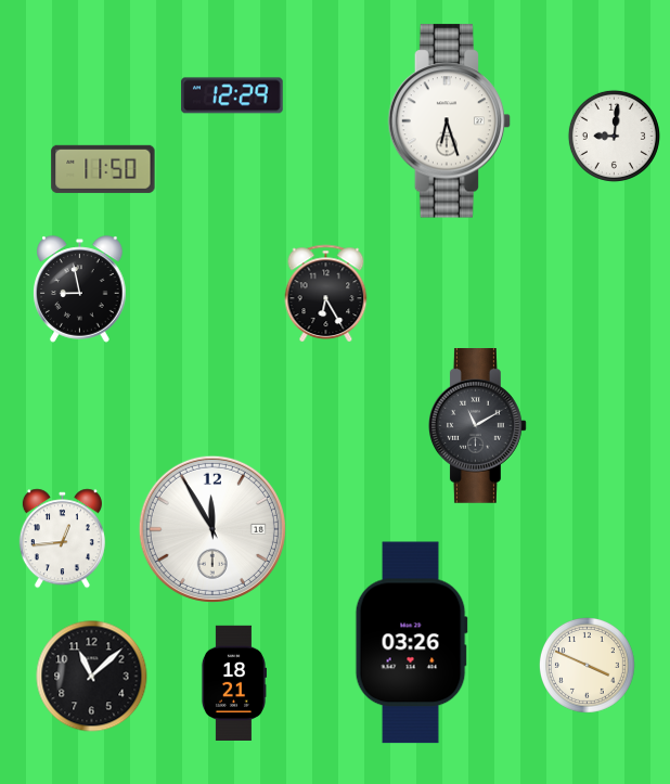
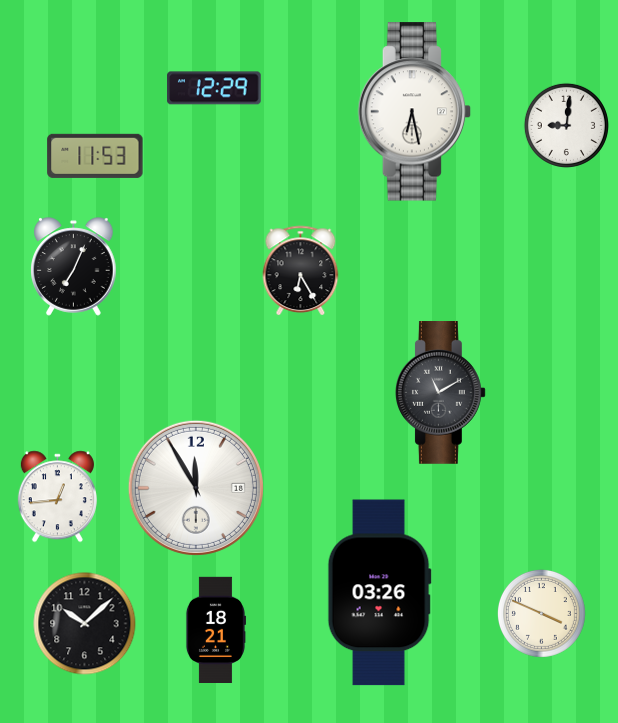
clock at (450, 121): 6:27 -> 6:28
clock at (103, 169): 11:50 -> 11:53
clock at (80, 290): 8:58 -> 7:04
clock at (92, 677): 11:08 -> 10:08
